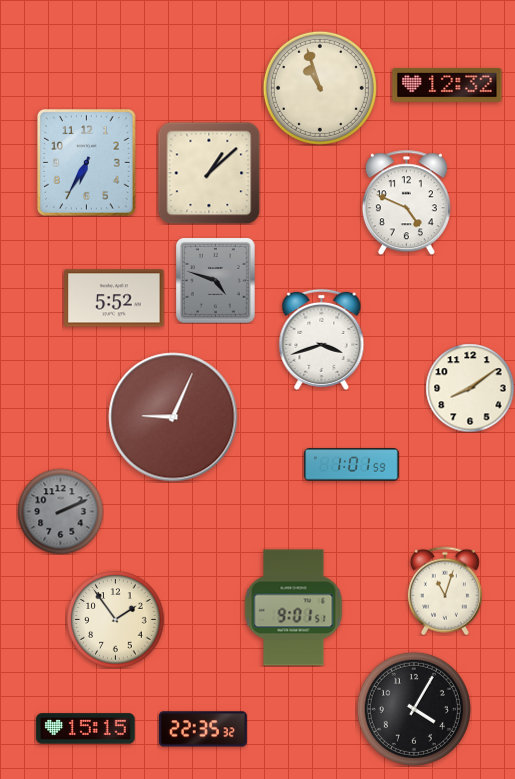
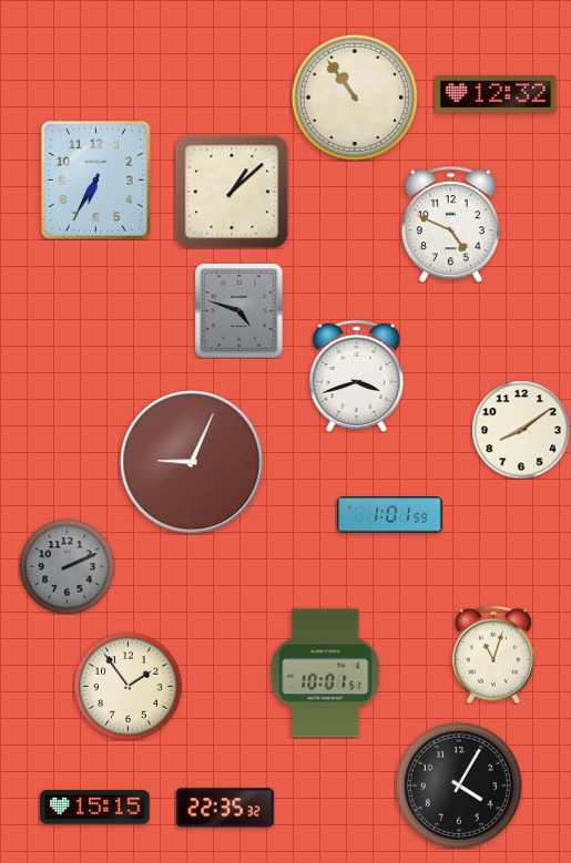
clock at (320, 88): 10:57 -> 10:54
clock at (114, 298): 5:52 -> none
clock at (294, 608): 9:01 -> 10:01
